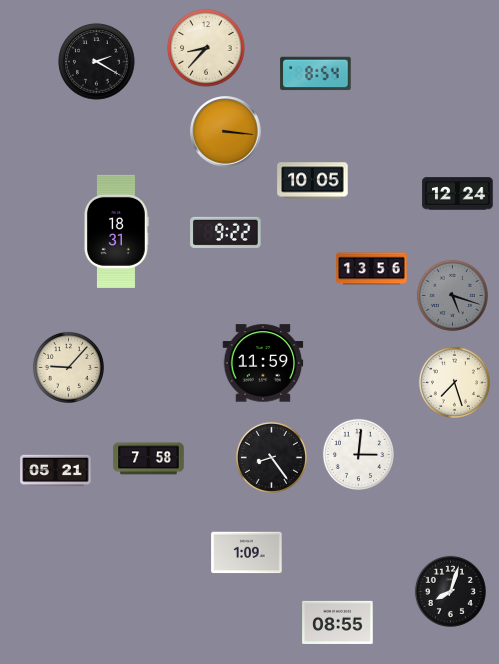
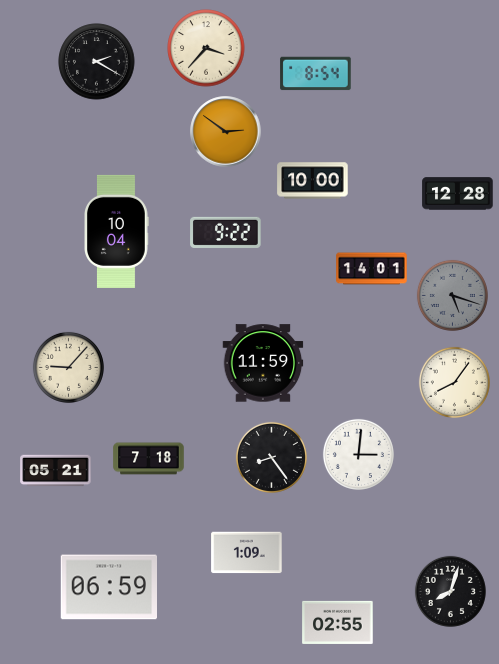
clock at (206, 48): 8:37 -> 3:37
clock at (226, 132): 3:16 -> 2:51
clock at (313, 181): 10:05 -> 10:00
clock at (458, 194): 12:24 -> 12:28
clock at (117, 231): 18:31 -> 10:04
clock at (372, 269): 13:56 -> 14:01
clock at (454, 382): 7:27 -> 8:06
clock at (149, 459): 7:58 -> 7:18
clock at (108, 587): none -> 06:59
clock at (338, 622): 08:55 -> 02:55
